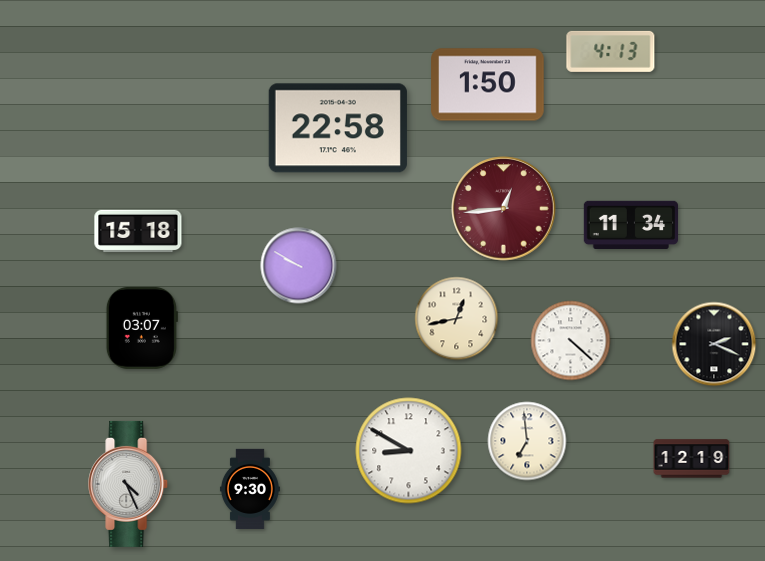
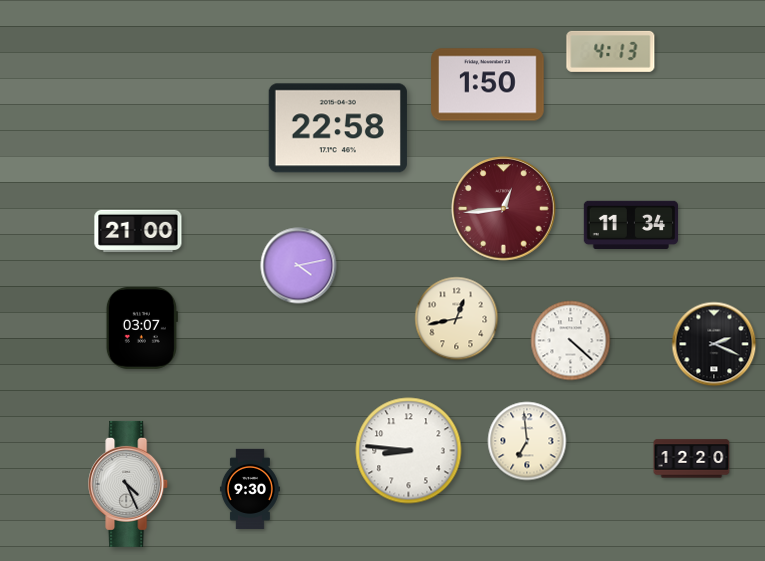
clock at (138, 231): 15:18 -> 21:00
clock at (299, 266): 9:50 -> 4:13
clock at (409, 451): 8:50 -> 8:46
clock at (692, 459): 12:19 -> 12:20
